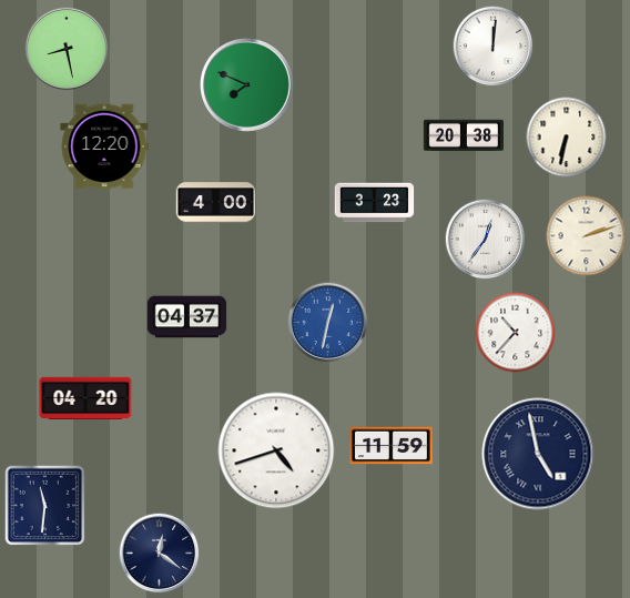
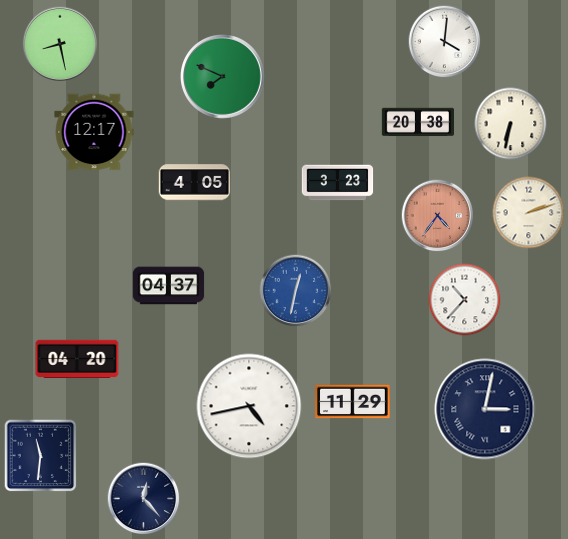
clock at (494, 47): 12:01 -> 4:01
clock at (104, 146): 12:20 -> 12:17
clock at (216, 203): 4:00 -> 4:05
clock at (486, 240): 12:36 -> 4:36
clock at (486, 240) dial: white -> salmon
clock at (392, 446): 11:59 -> 11:29
clock at (276, 450): 4:42 -> 4:43
clock at (538, 454): 4:58 -> 3:02
clock at (160, 554): 12:21 -> 12:23
